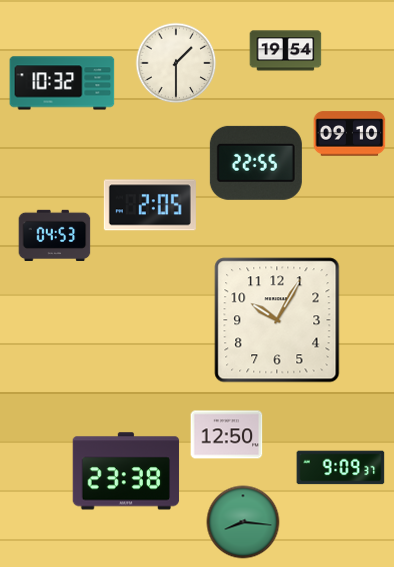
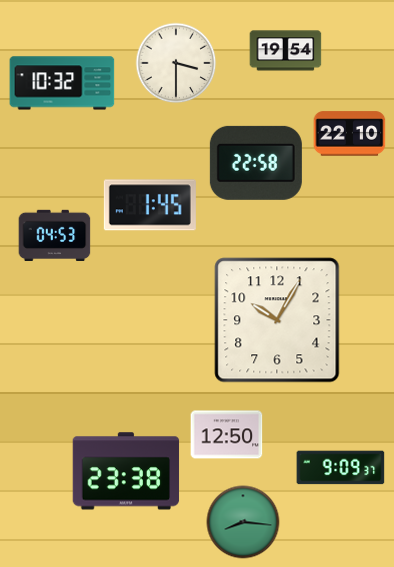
clock at (176, 63): 1:30 -> 3:30
clock at (350, 134): 09:10 -> 22:10
clock at (256, 163): 22:55 -> 22:58
clock at (150, 205): 2:05 -> 1:45
